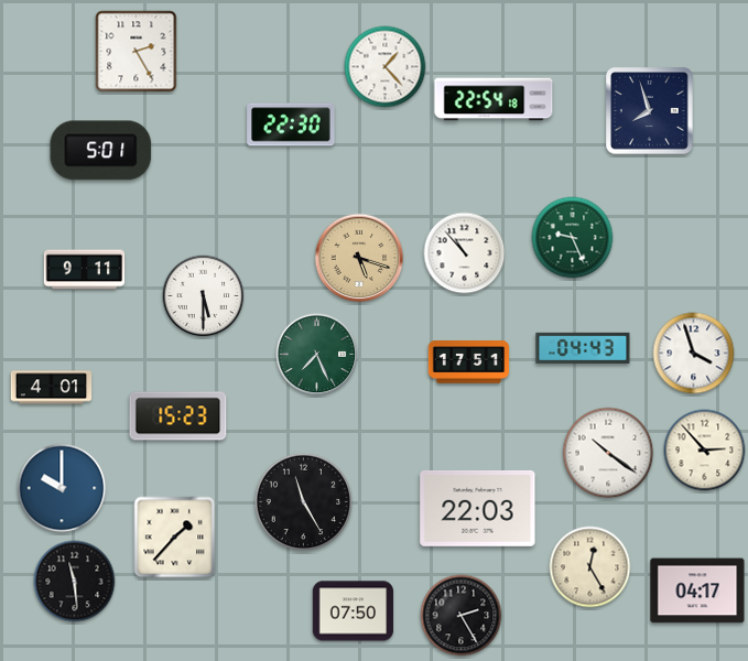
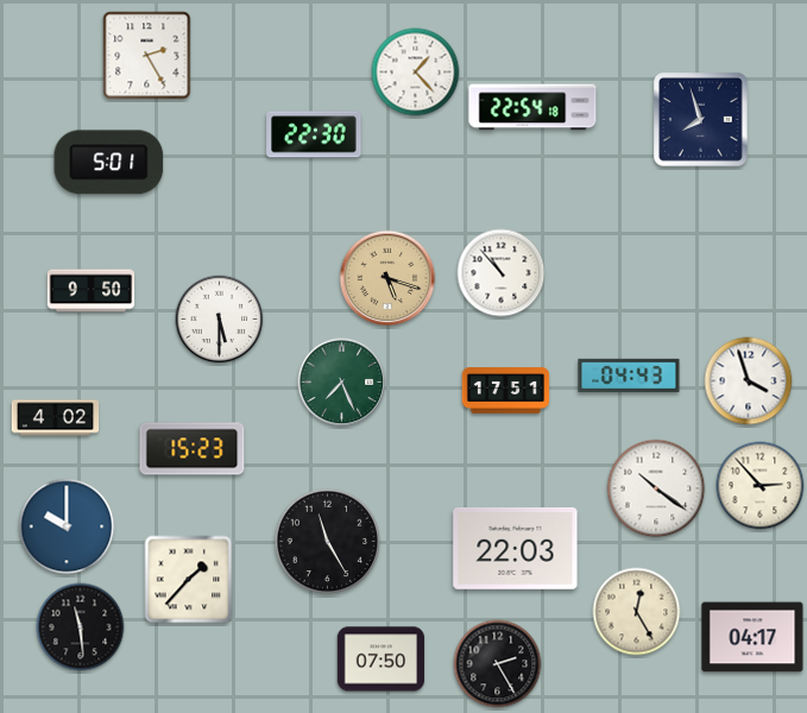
clock at (573, 238): 9:26 -> none
clock at (85, 270): 9:11 -> 9:50
clock at (52, 388): 4:01 -> 4:02
